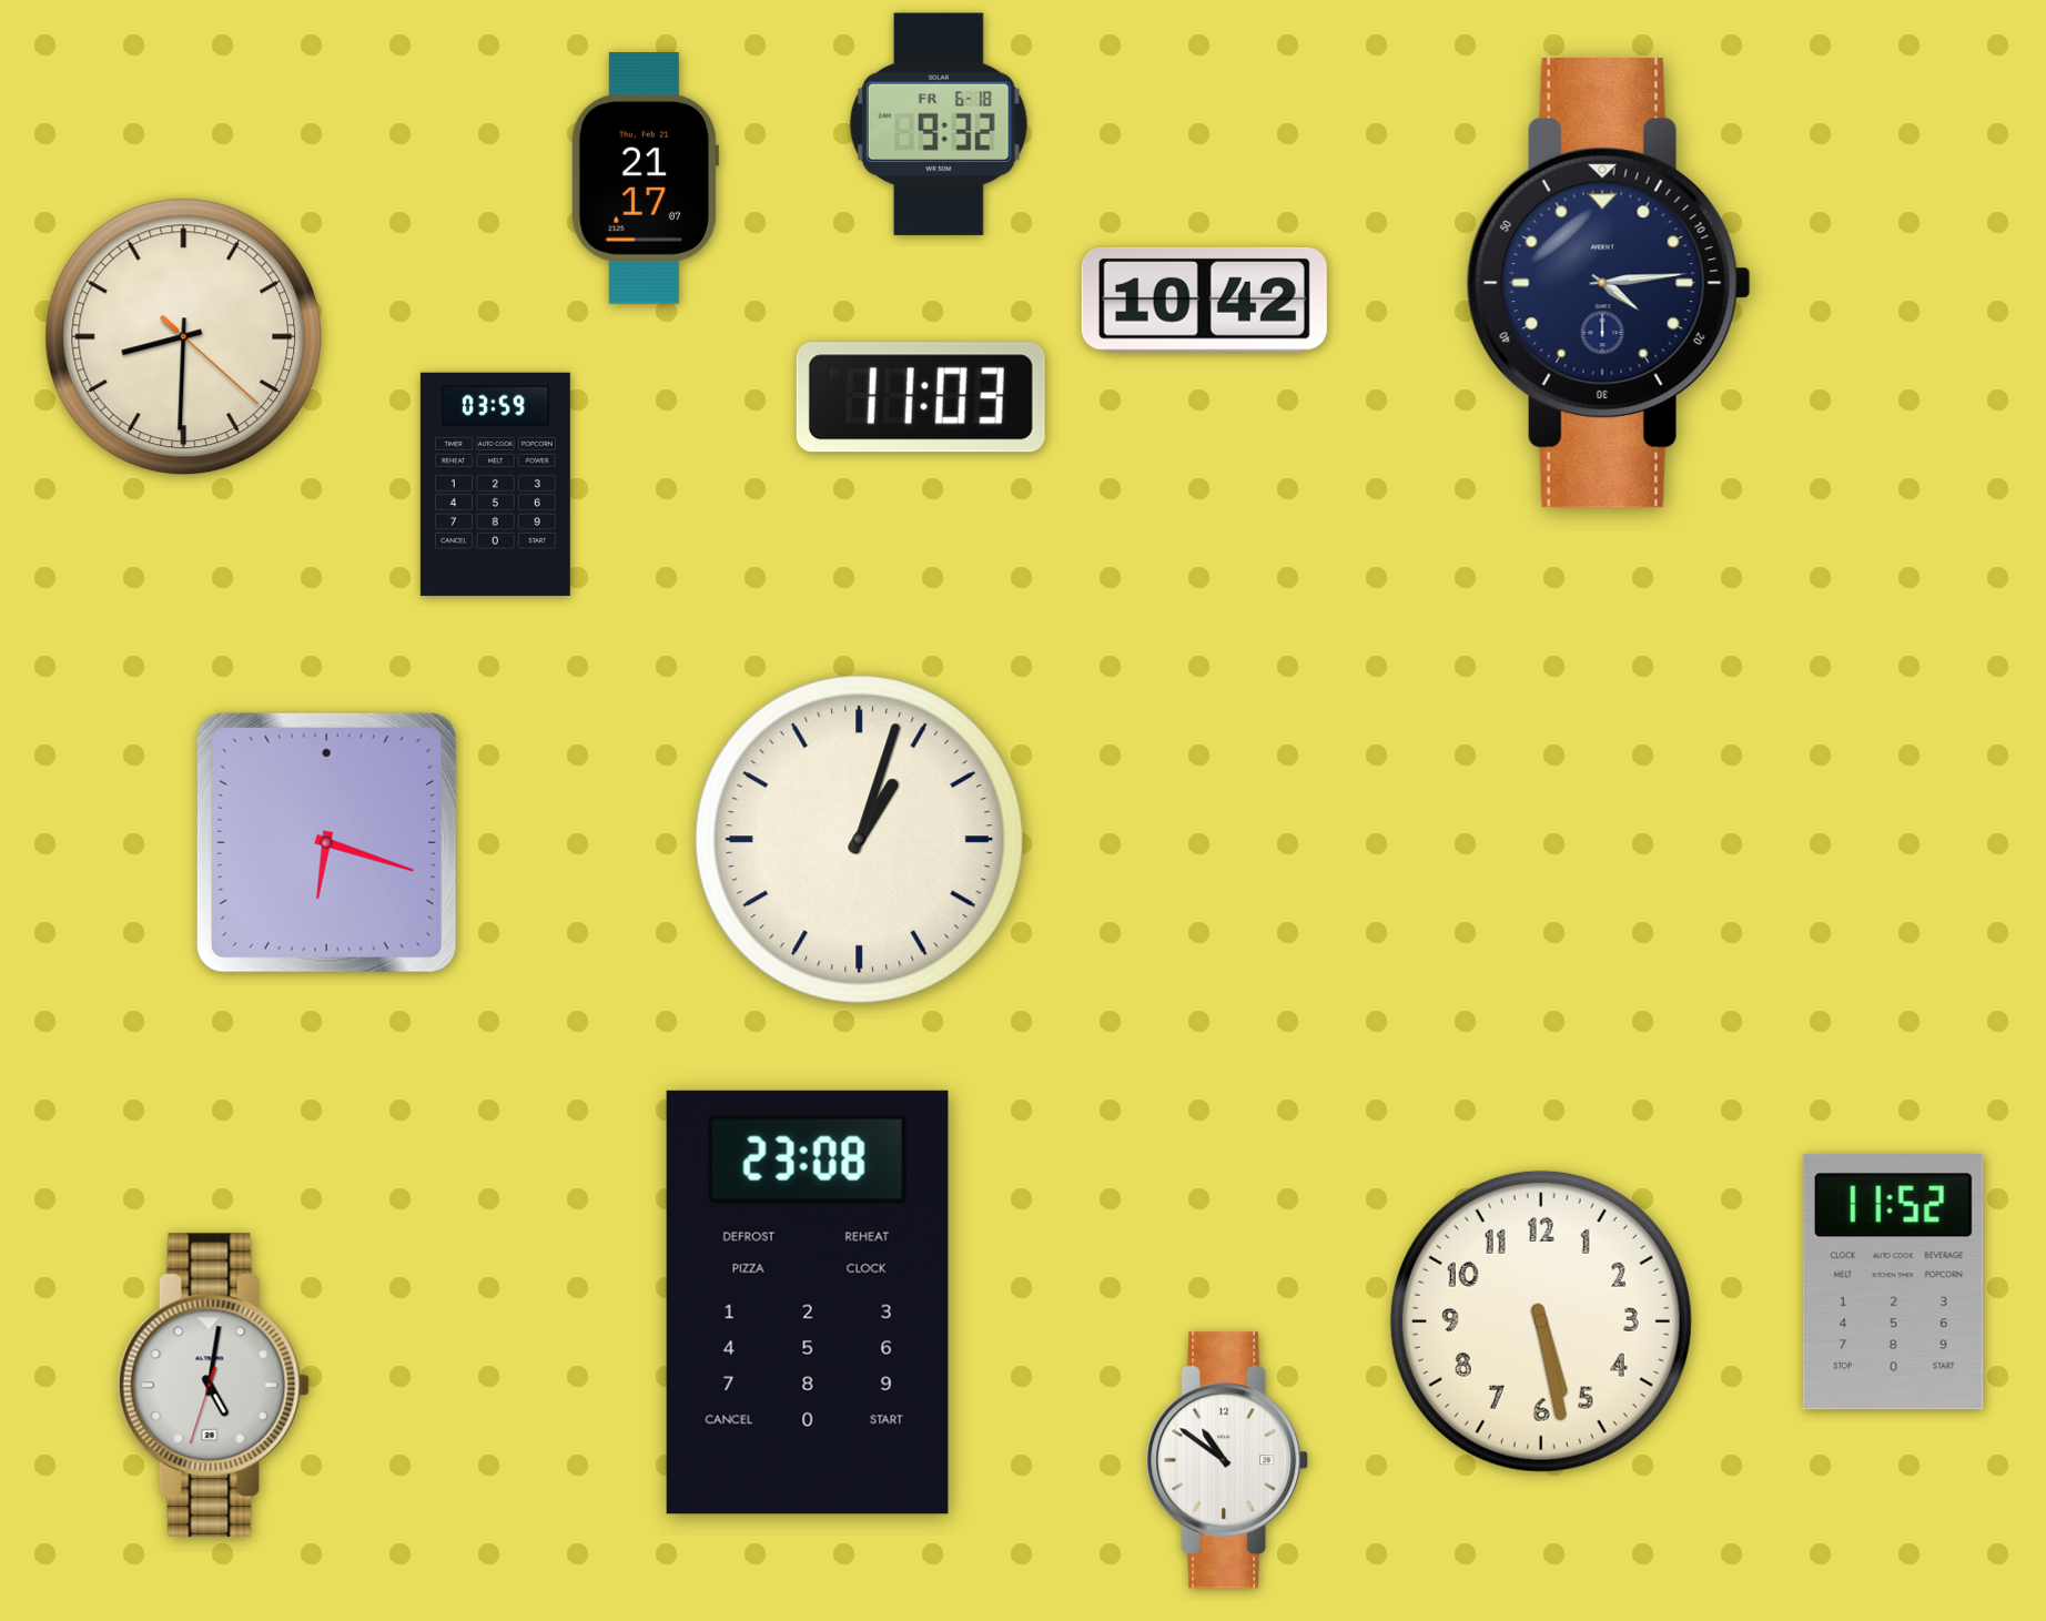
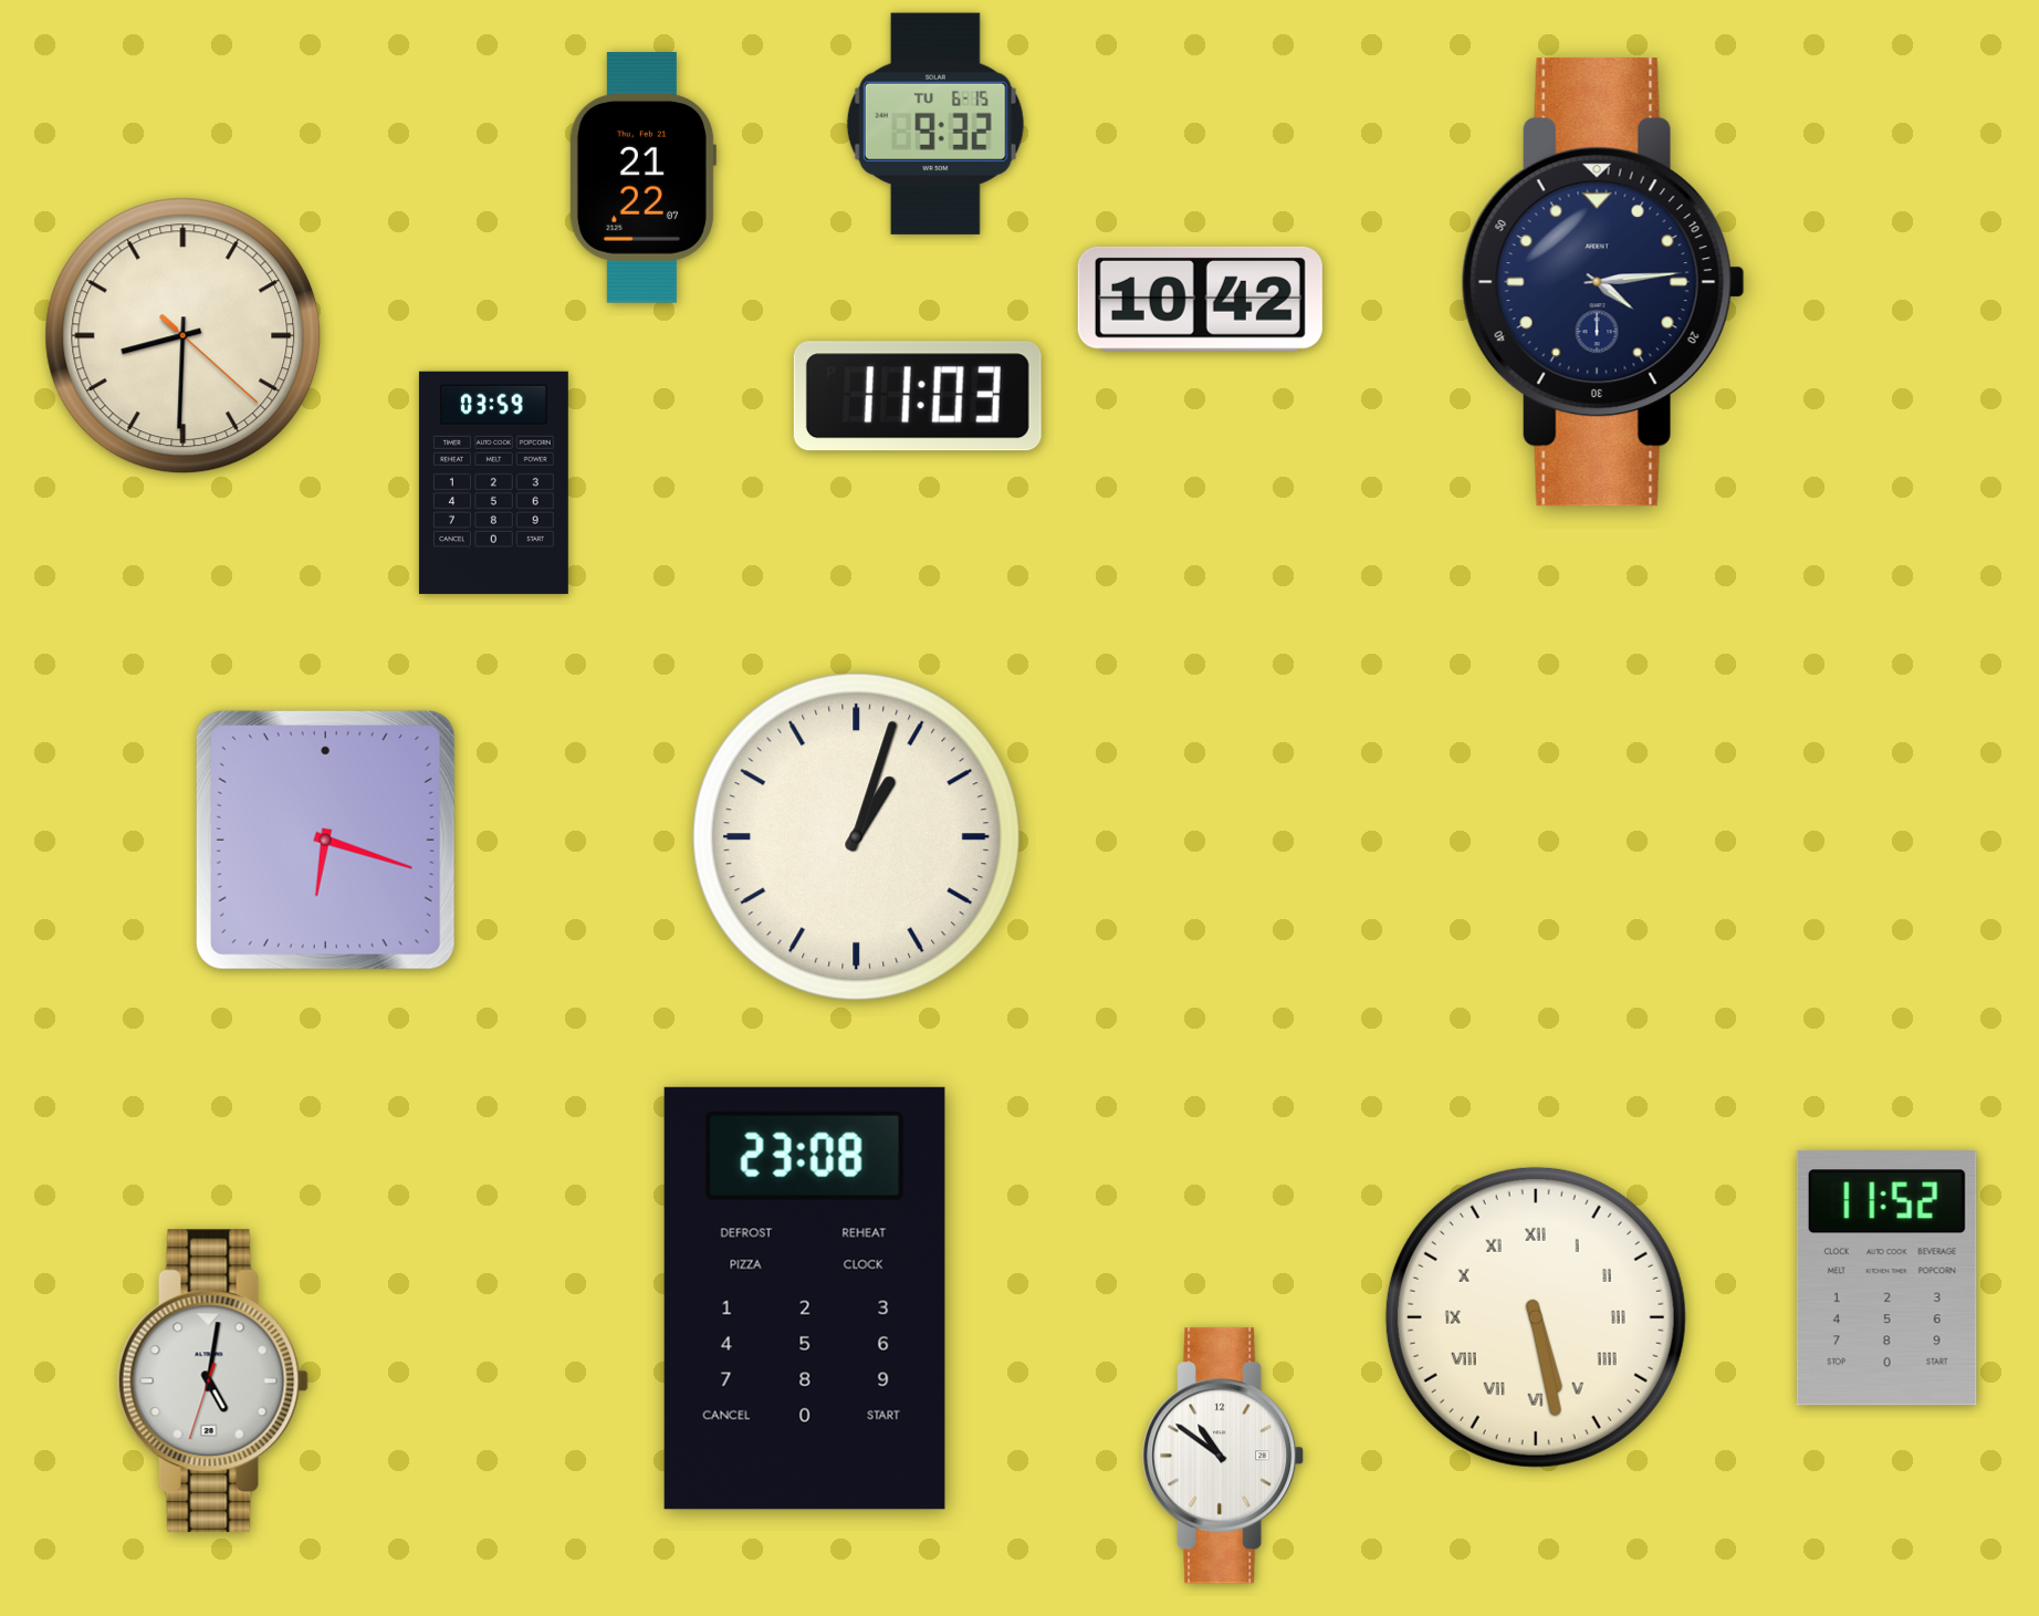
clock at (939, 124) date: FR 6-18 -> TU 6-15
clock at (645, 179): 21:17 -> 21:22
clock at (1541, 1321) numerals: Arabic -> Roman
